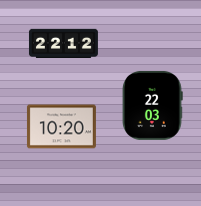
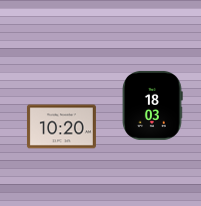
clock at (63, 43): 22:12 -> none
clock at (152, 105): 22:03 -> 18:03
